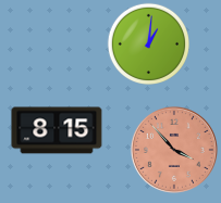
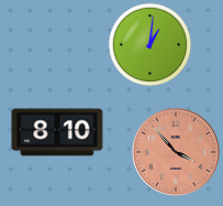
clock at (57, 130): 8:15 -> 8:10
